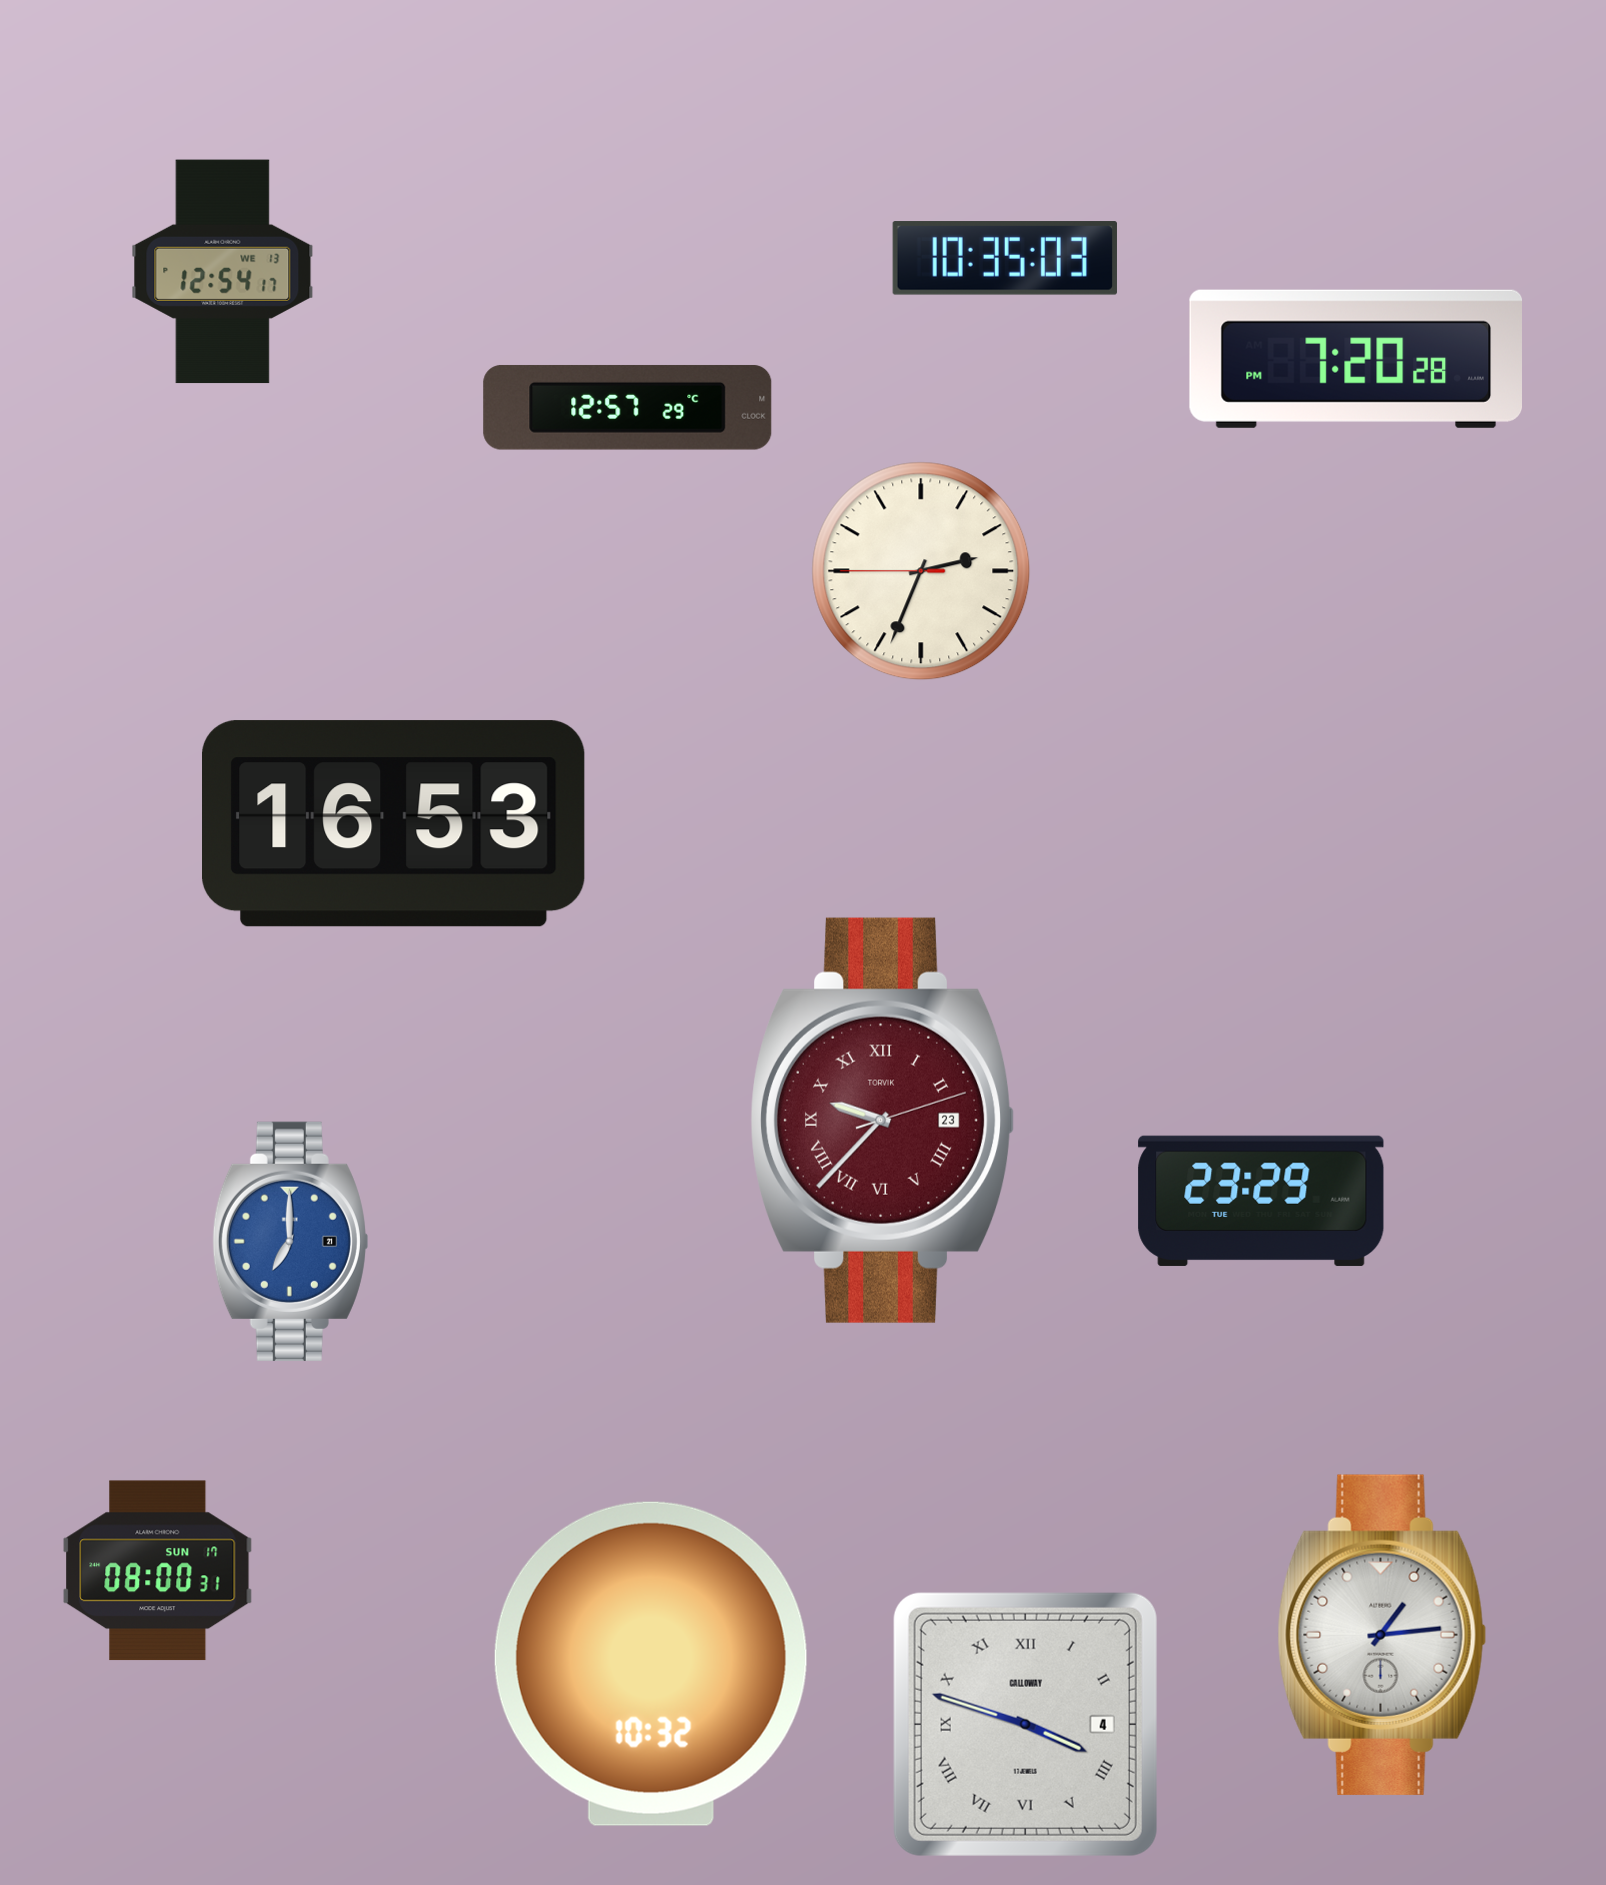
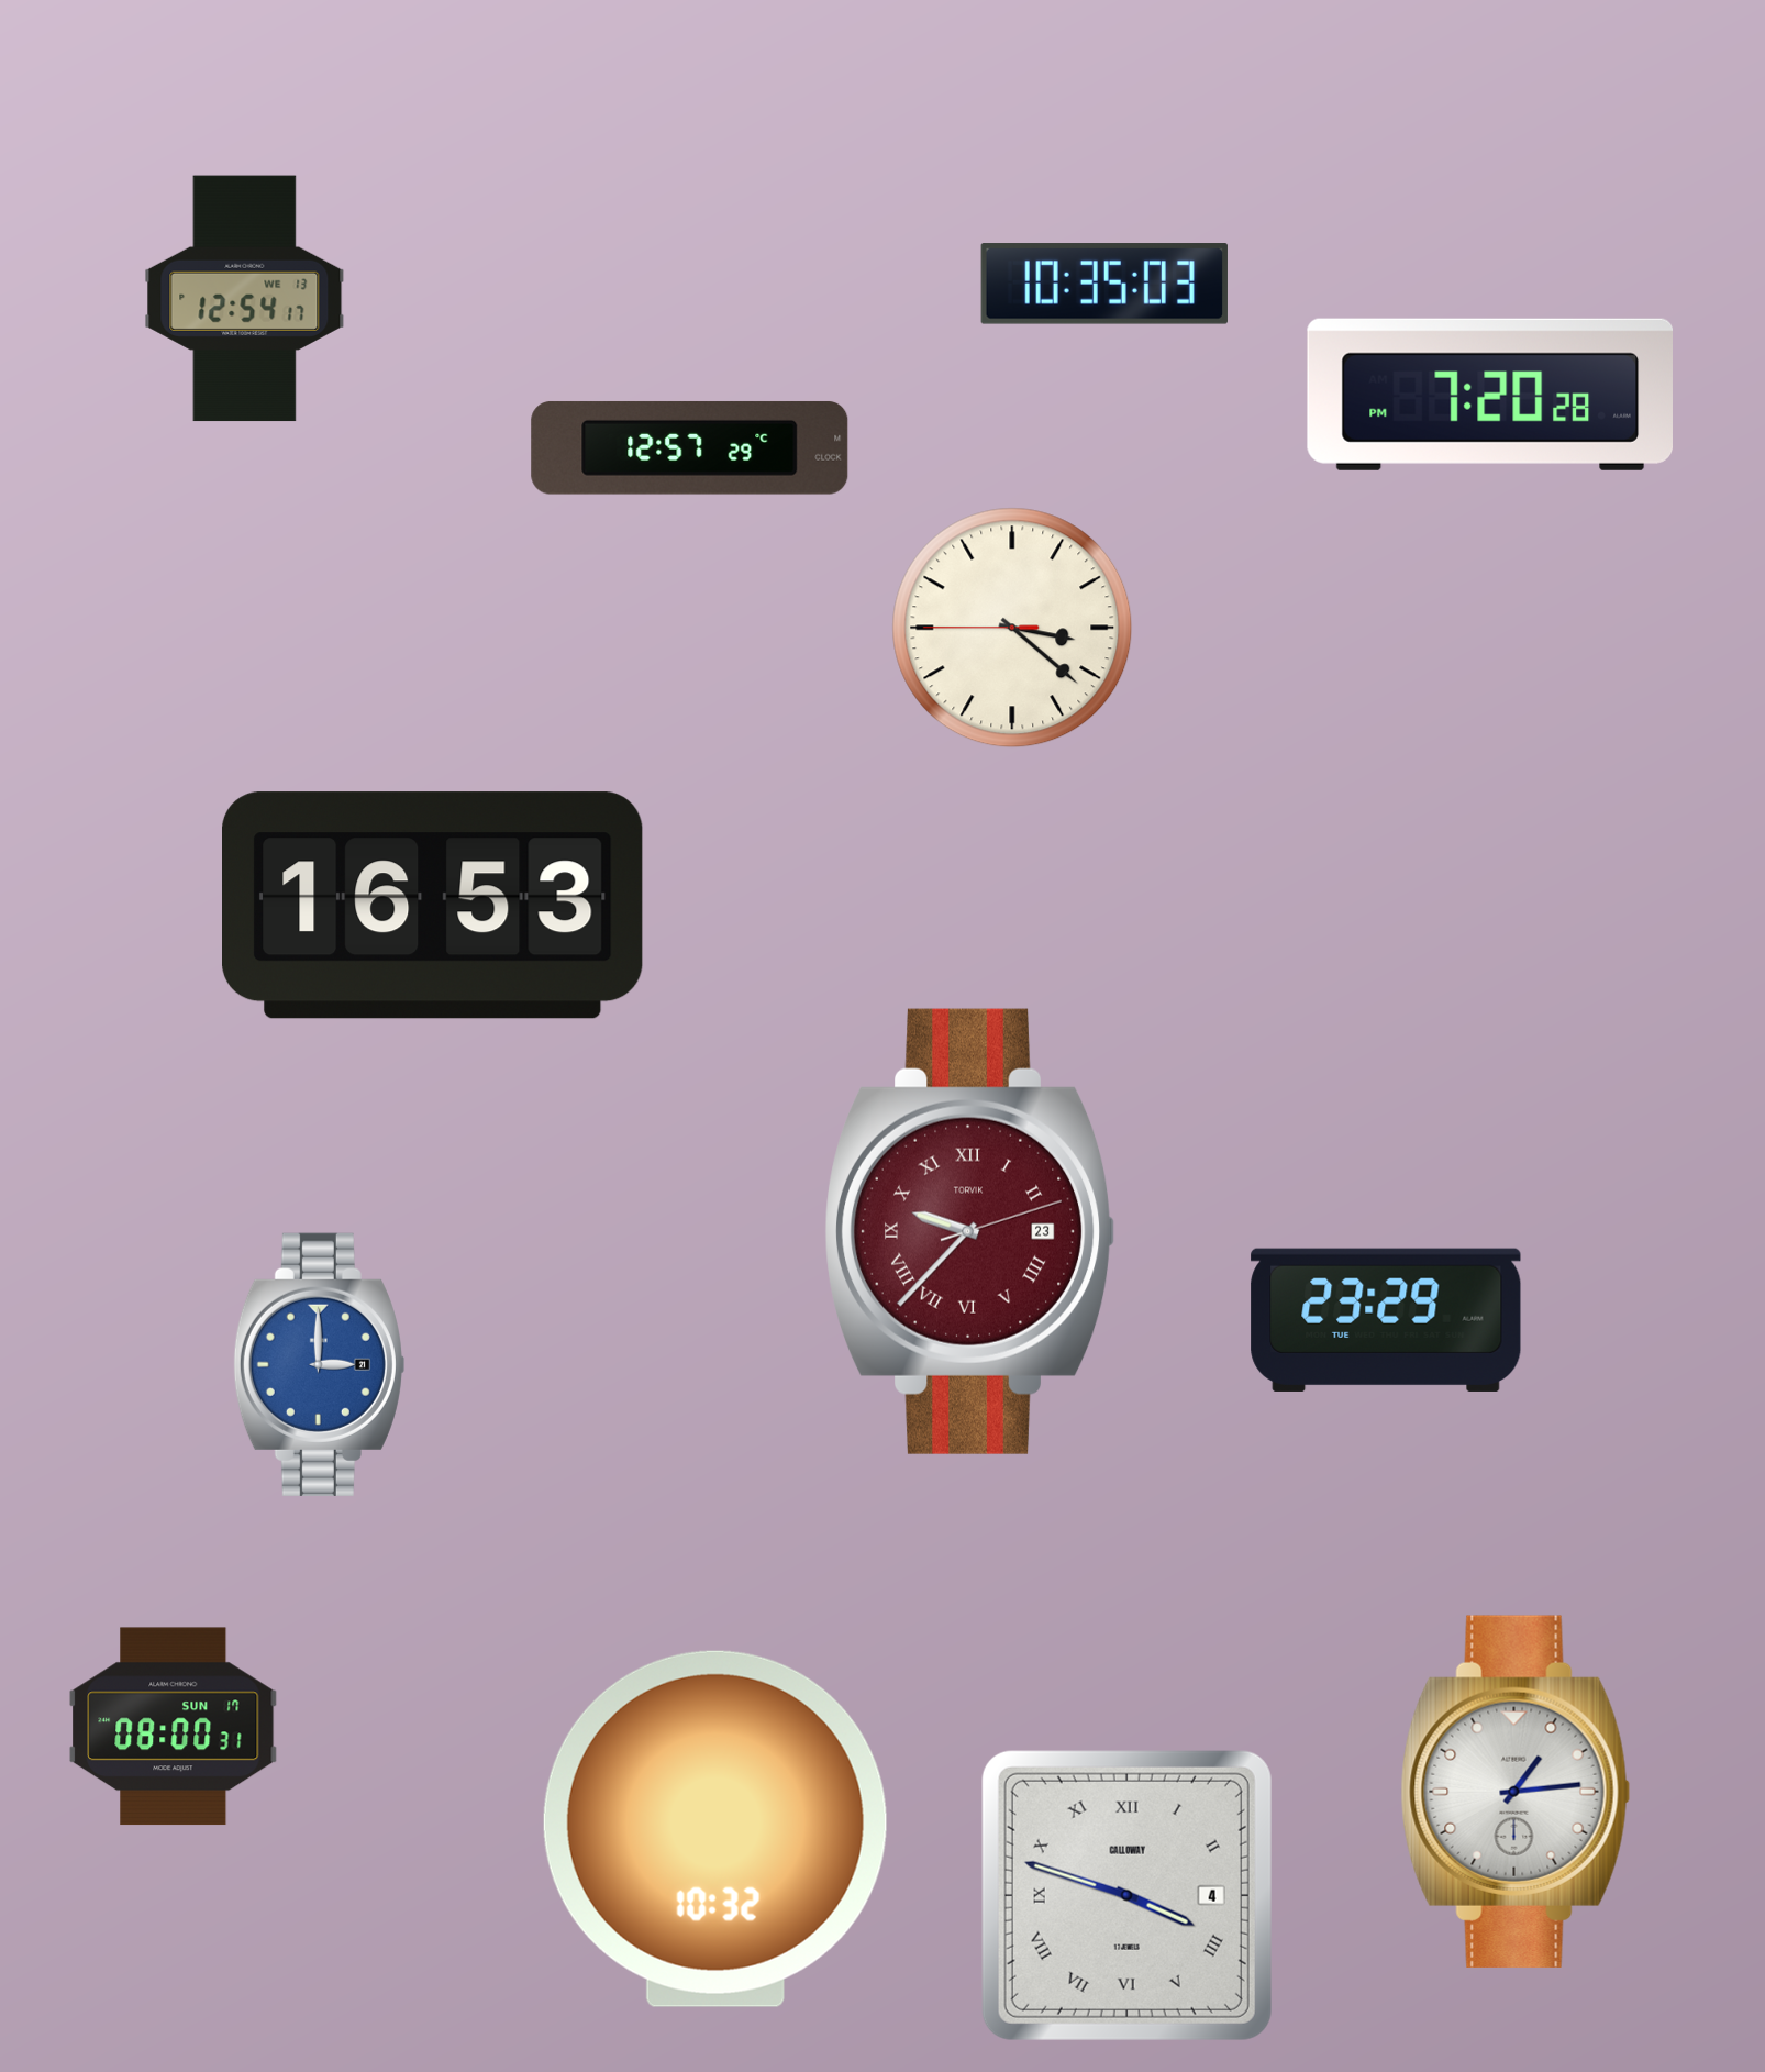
clock at (921, 571): 2:33 -> 3:21
clock at (290, 1241): 7:00 -> 3:00
clock at (1382, 1635) position: (1382, 1635) -> (1516, 1792)
